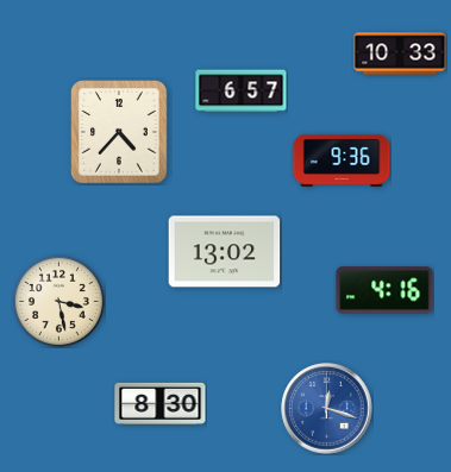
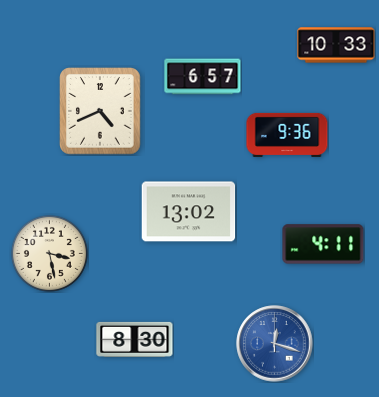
clock at (119, 132): 4:37 -> 4:41
clock at (384, 290): 4:16 -> 4:11
